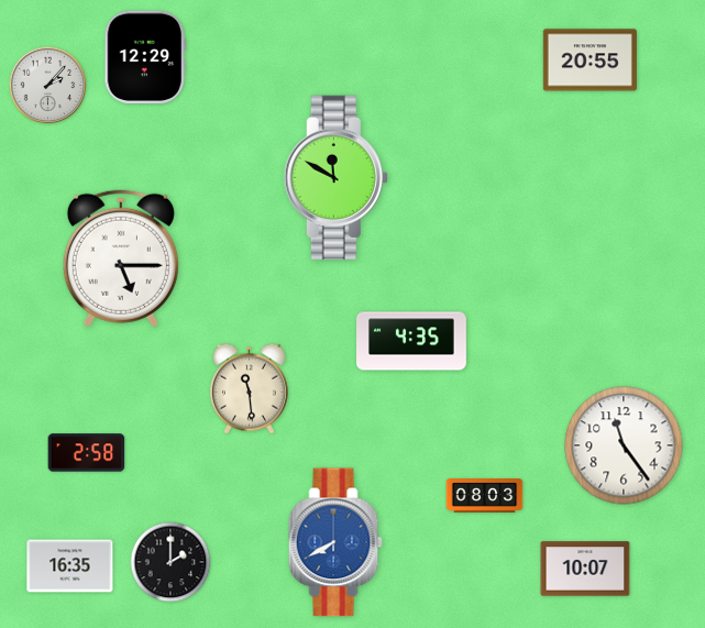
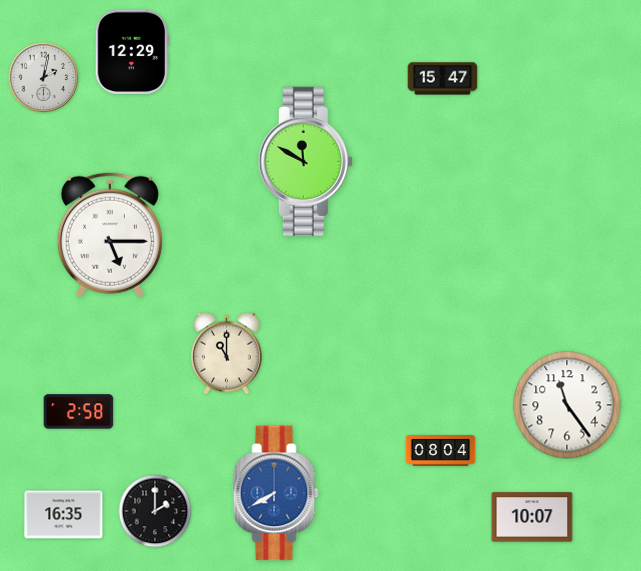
clock at (590, 60): 20:55 -> none
clock at (48, 86): 2:07 -> 2:02
clock at (443, 79): none -> 15:47
clock at (412, 341): 4:35 -> none
clock at (249, 388): 11:29 -> 11:00
clock at (485, 496): 08:03 -> 08:04
clock at (335, 542) position: (335, 542) -> (276, 493)
